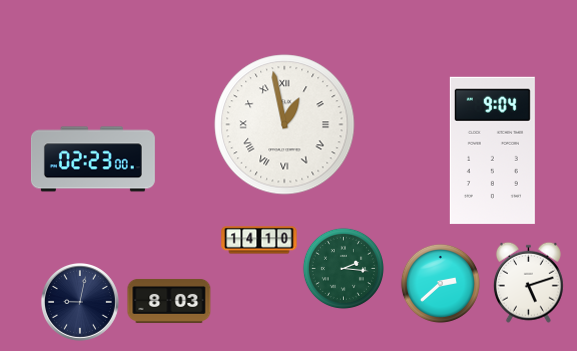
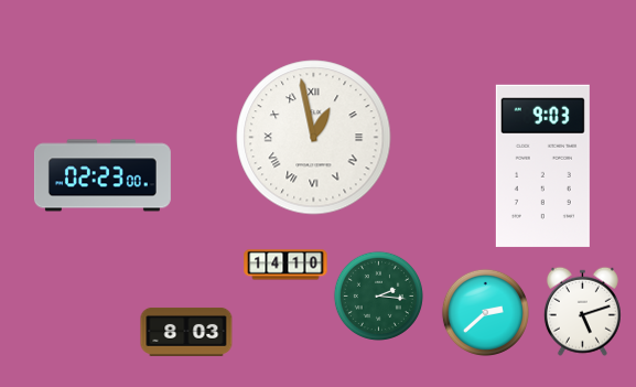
clock at (492, 150): 9:04 -> 9:03
clock at (80, 302): 9:02 -> none
